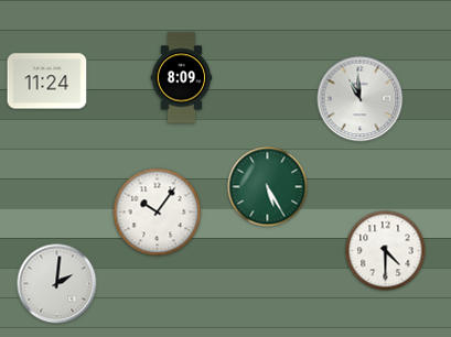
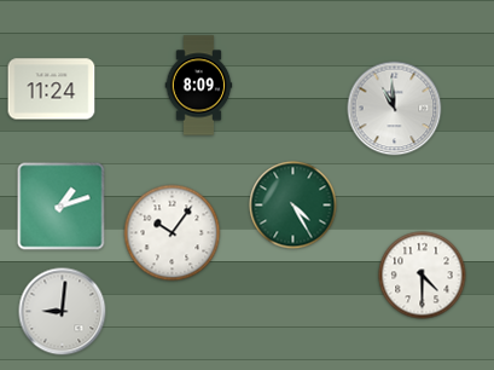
clock at (268, 187): 5:25 -> 4:25
clock at (62, 207): none -> 1:12
clock at (57, 284): 2:01 -> 9:01
